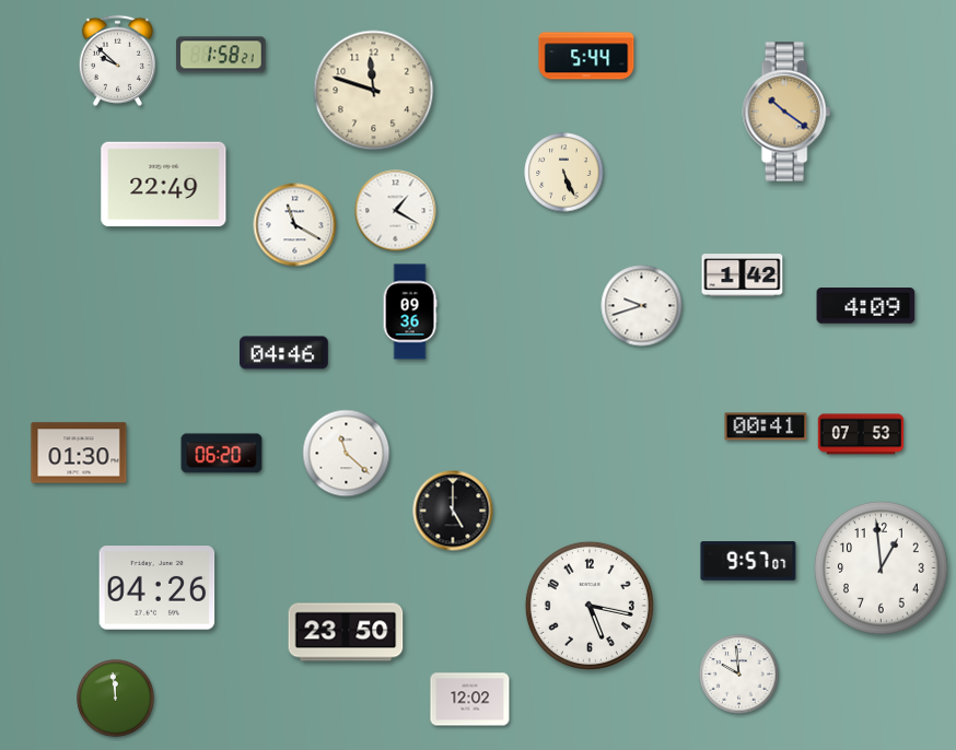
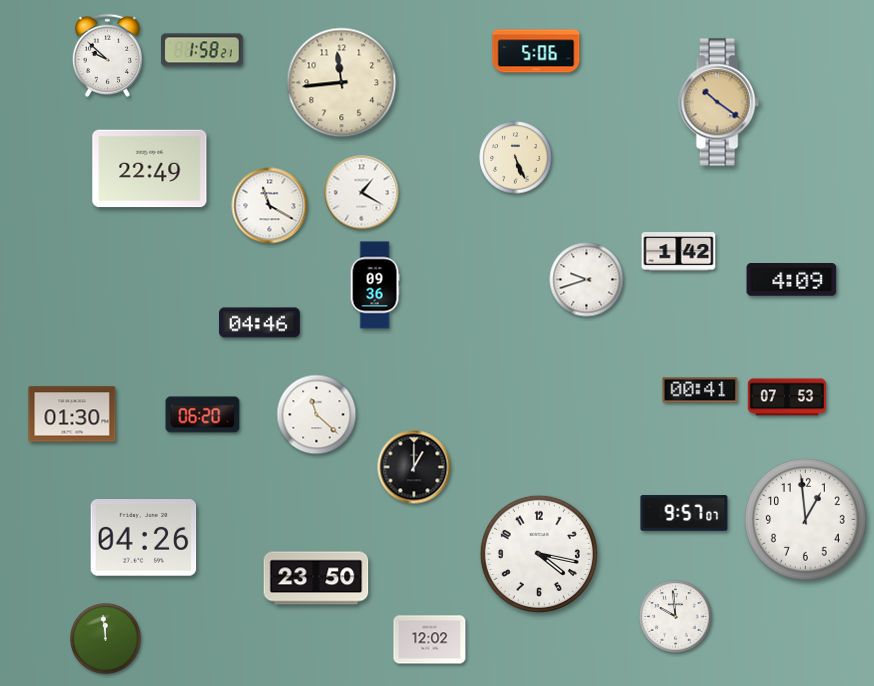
clock at (586, 56): 5:44 -> 5:06
clock at (374, 91): 11:48 -> 11:44
clock at (453, 511): 5:00 -> 1:00
clock at (590, 606): 5:17 -> 4:17
